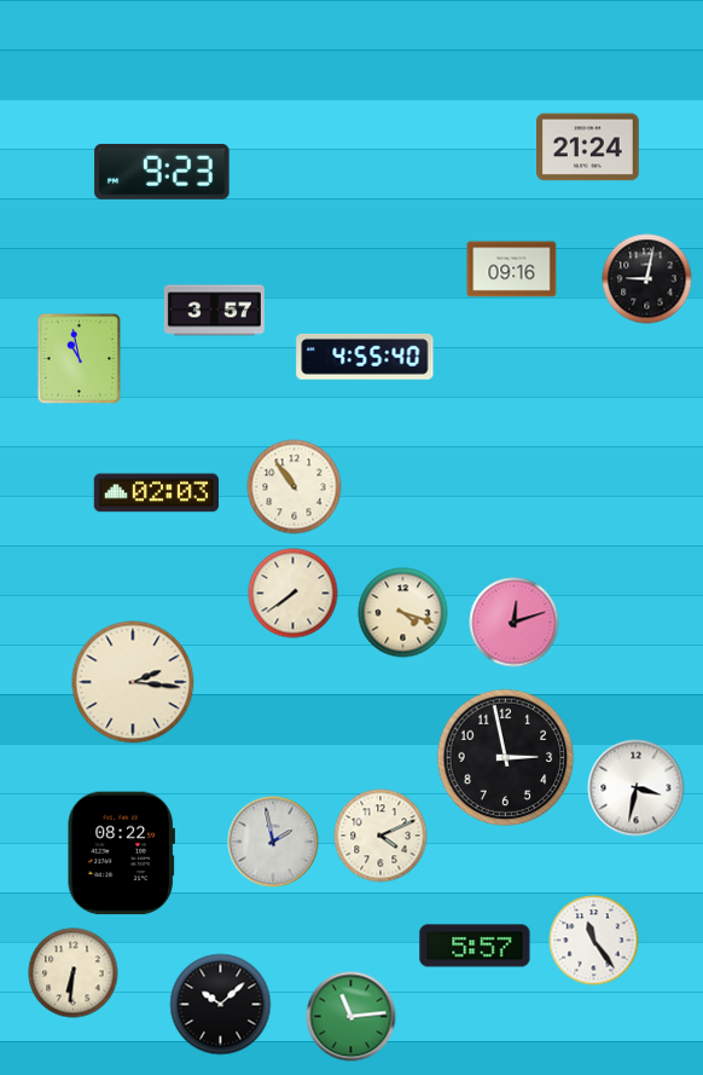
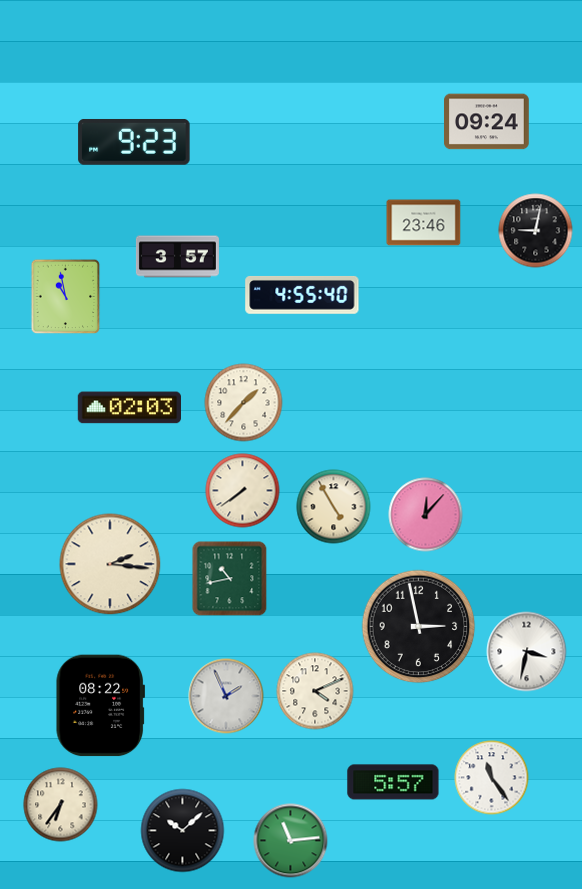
clock at (588, 148): 21:24 -> 09:24
clock at (512, 270): 09:16 -> 23:46
clock at (295, 487): 10:54 -> 1:37
clock at (403, 613): 4:18 -> 4:55
clock at (515, 623): 12:12 -> 12:07
clock at (230, 579): none -> 10:43
clock at (273, 842): 1:58 -> 1:56
clock at (74, 973): 6:31 -> 6:36
